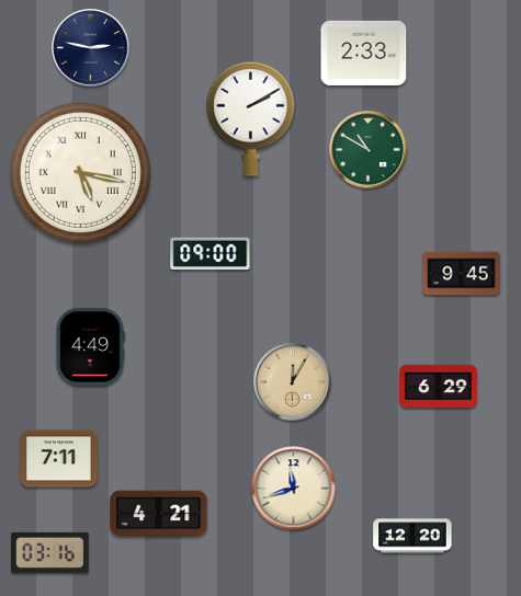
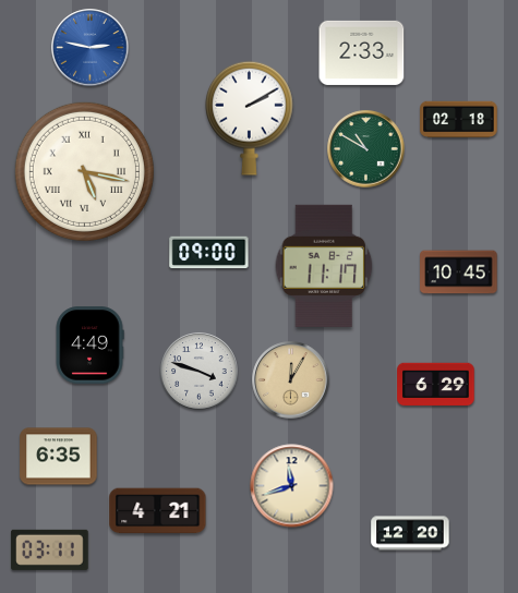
clock at (91, 48) dial: navy -> blue
clock at (459, 120): none -> 02:18
clock at (80, 172) position: (80, 172) -> (84, 171)
clock at (324, 266): none -> 11:17
clock at (462, 274): 9:45 -> 10:45
clock at (200, 372): none -> 3:48
clock at (59, 459): 7:11 -> 6:35
clock at (50, 552): 03:16 -> 03:11
